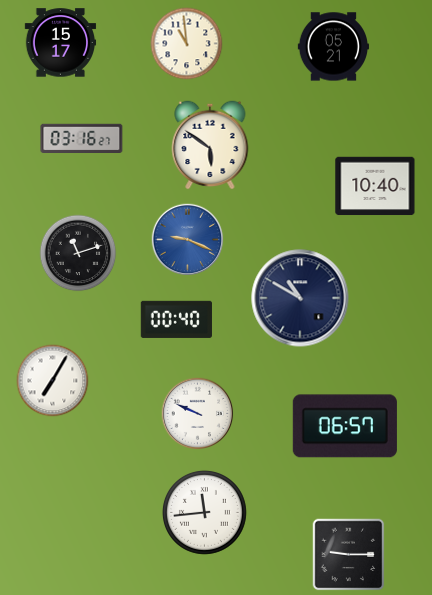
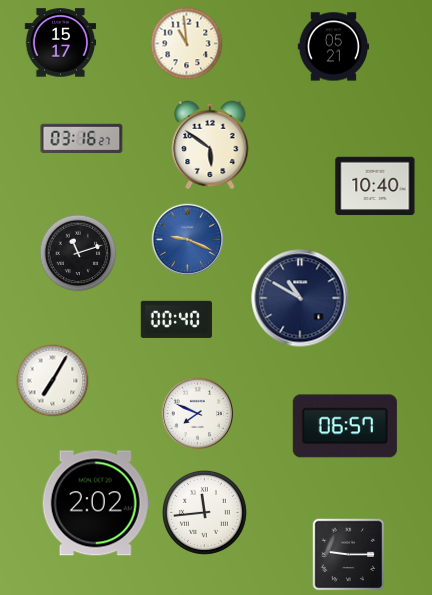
clock at (198, 414): 9:49 -> 7:49
clock at (96, 503): none -> 2:02
